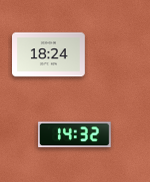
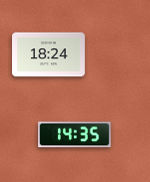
clock at (75, 135): 14:32 -> 14:35
